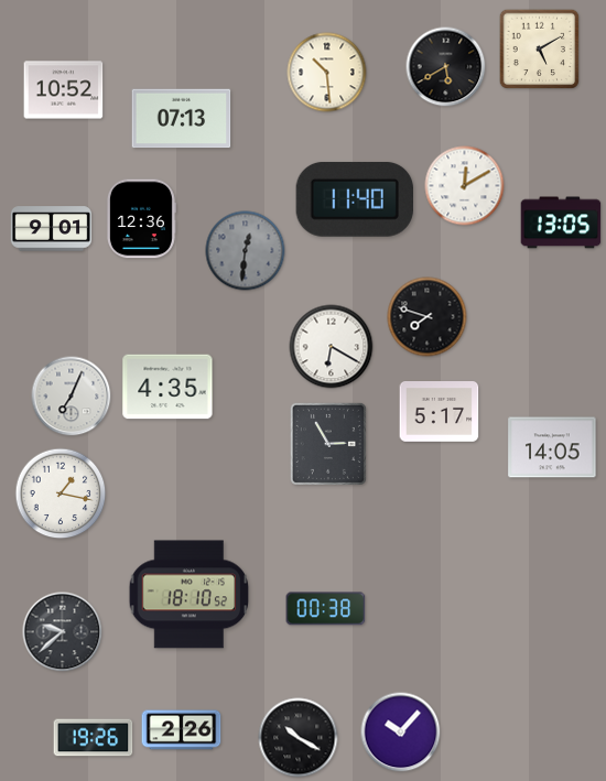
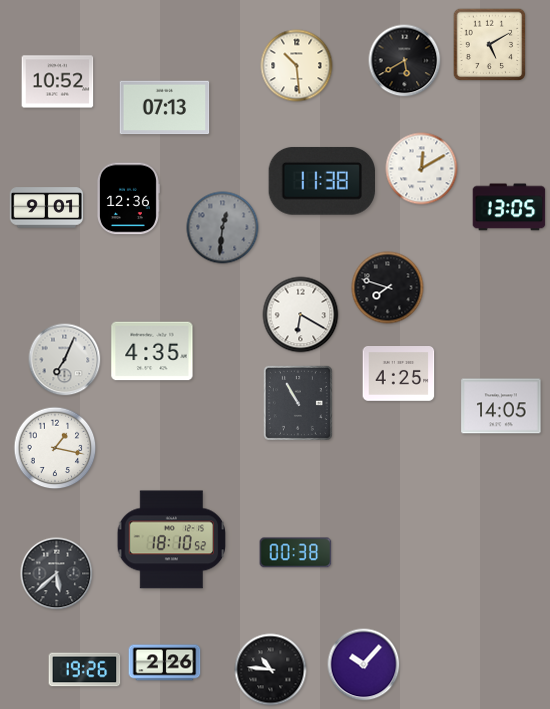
clock at (354, 199): 11:40 -> 11:38
clock at (561, 223) position: (561, 223) -> (509, 207)
clock at (440, 412): 5:17 -> 4:25
clock at (328, 444): 2:55 -> 10:55
clock at (63, 632): 9:38 -> 5:38
clock at (299, 738): 10:20 -> 10:46
